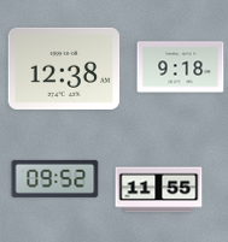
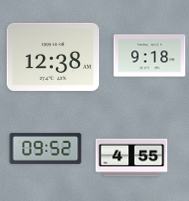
clock at (159, 190): 11:55 -> 4:55
